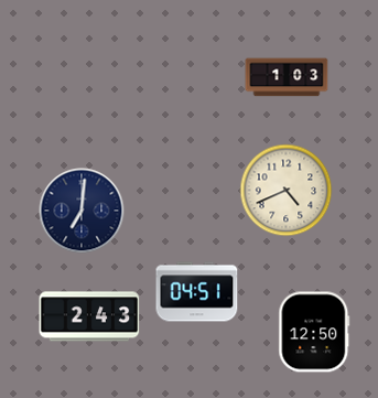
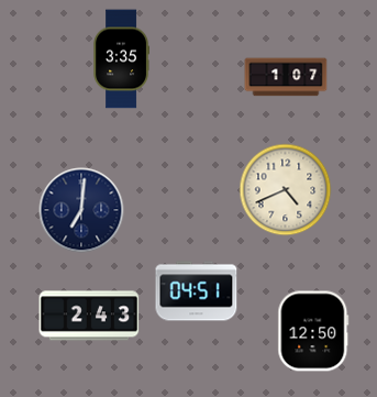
clock at (121, 59): none -> 3:35
clock at (287, 77): 1:03 -> 1:07
